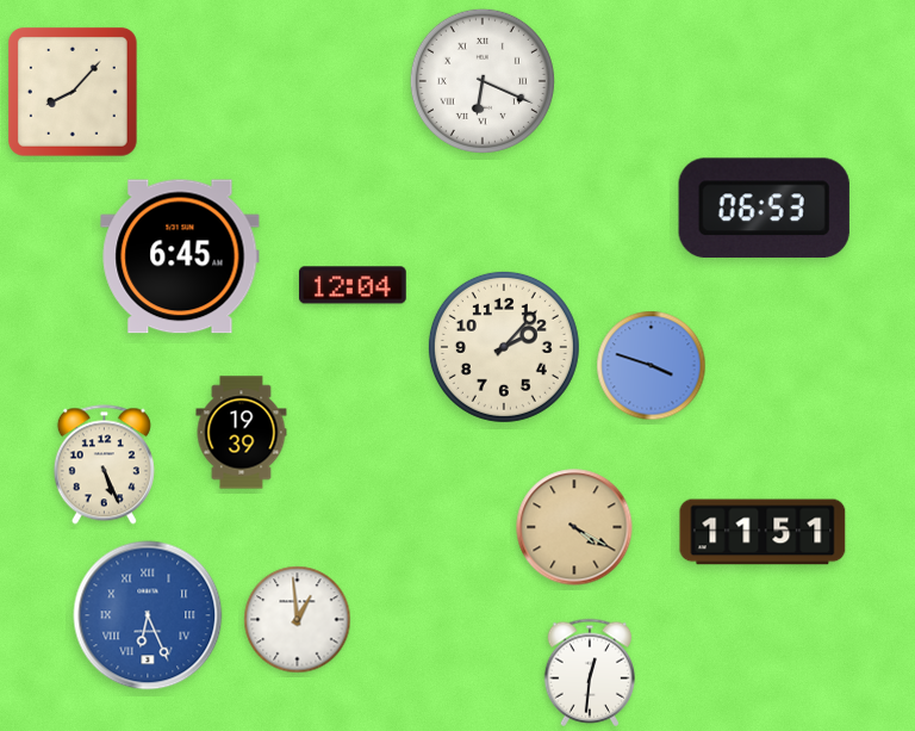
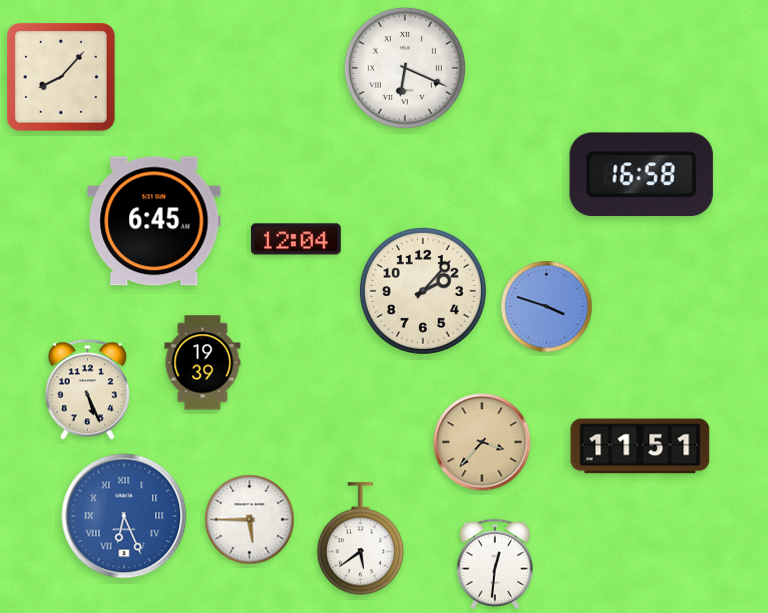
clock at (764, 209): 06:53 -> 16:58
clock at (180, 256) position: (180, 256) -> (154, 221)
clock at (574, 527): 4:20 -> 3:37
clock at (298, 620): 12:59 -> 5:45
clock at (361, 539): none -> 5:39
